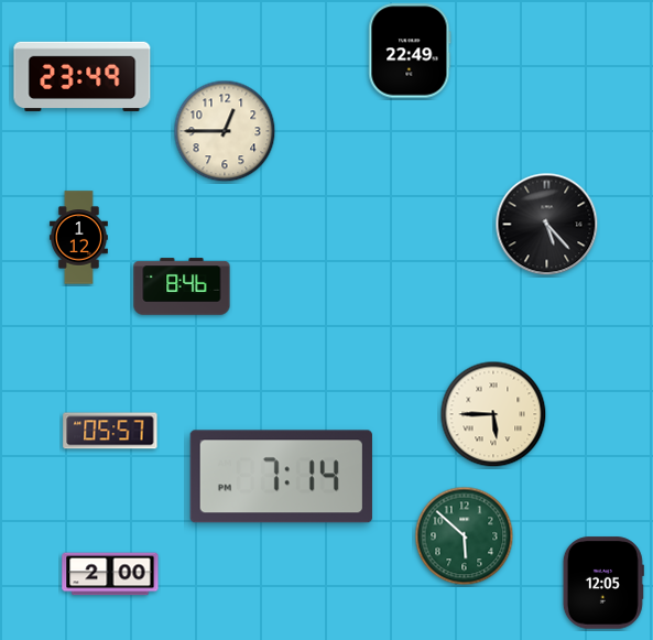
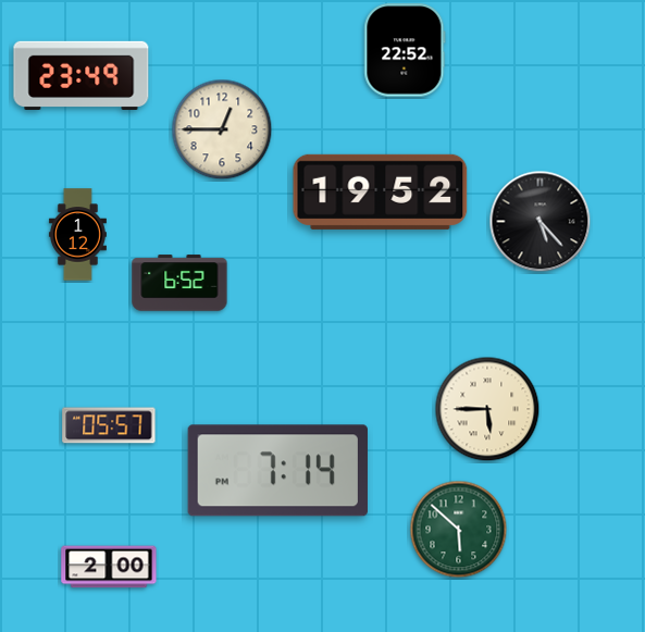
clock at (410, 51): 22:49 -> 22:52
clock at (381, 191): none -> 19:52
clock at (182, 286): 8:46 -> 6:52
clock at (603, 583): 12:05 -> none
